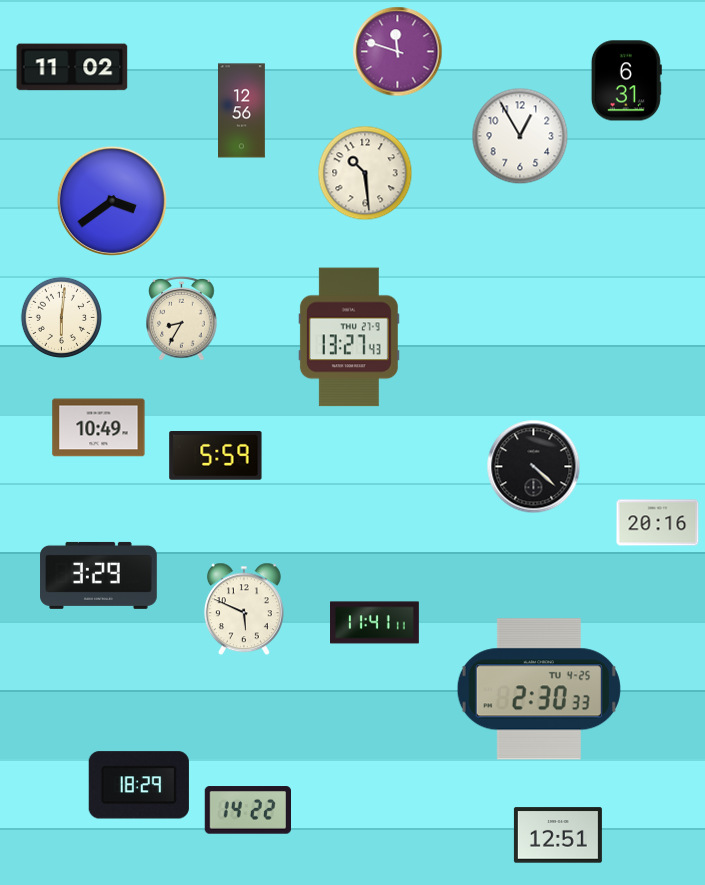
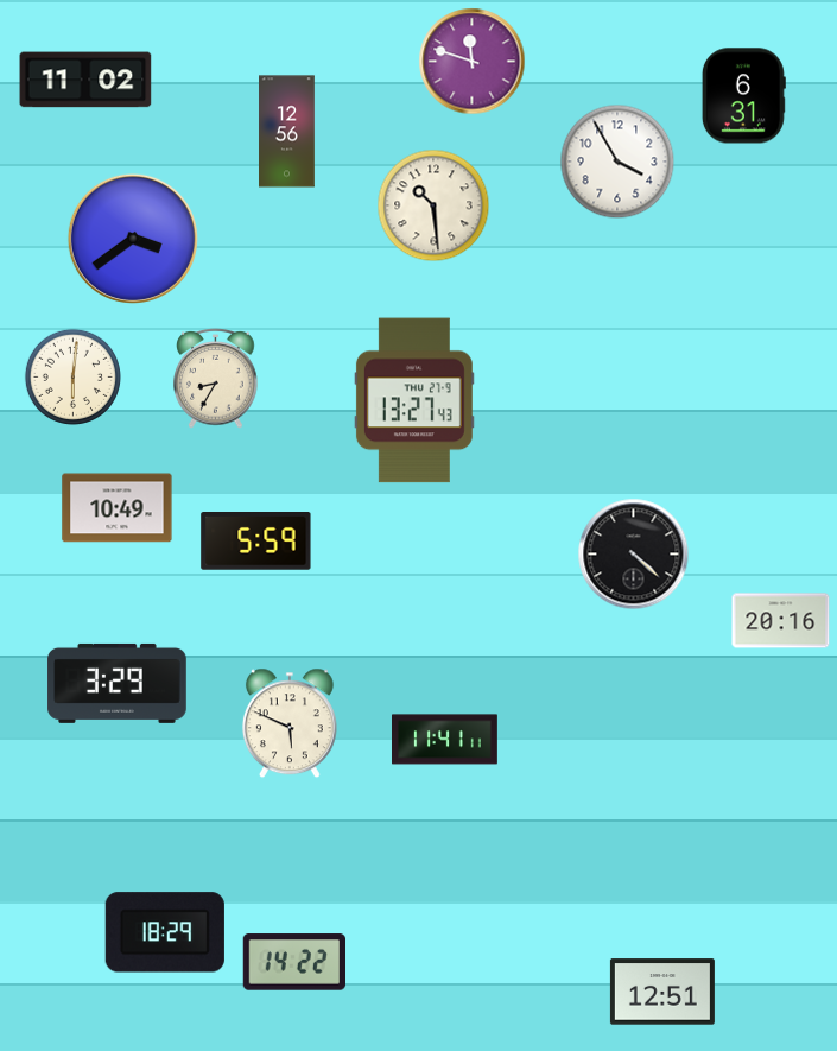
clock at (520, 136): 12:55 -> 3:55
clock at (539, 689): 2:30 -> none
